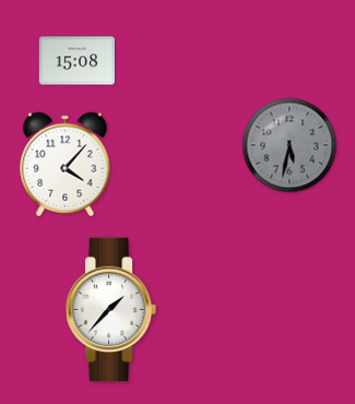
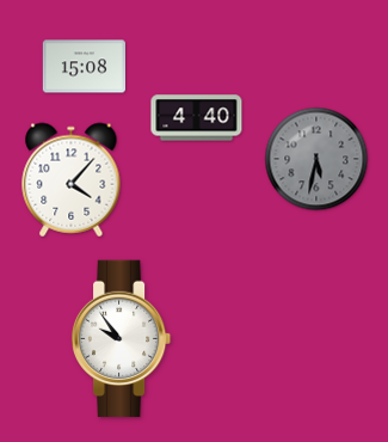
clock at (197, 118): none -> 4:40
clock at (111, 310): 1:37 -> 9:54
